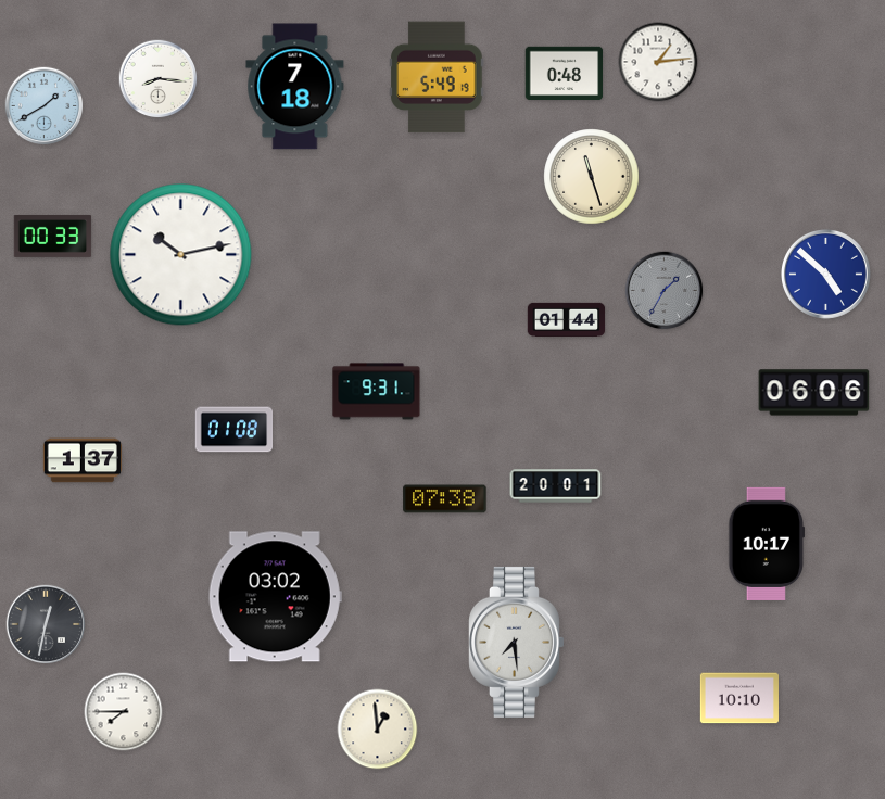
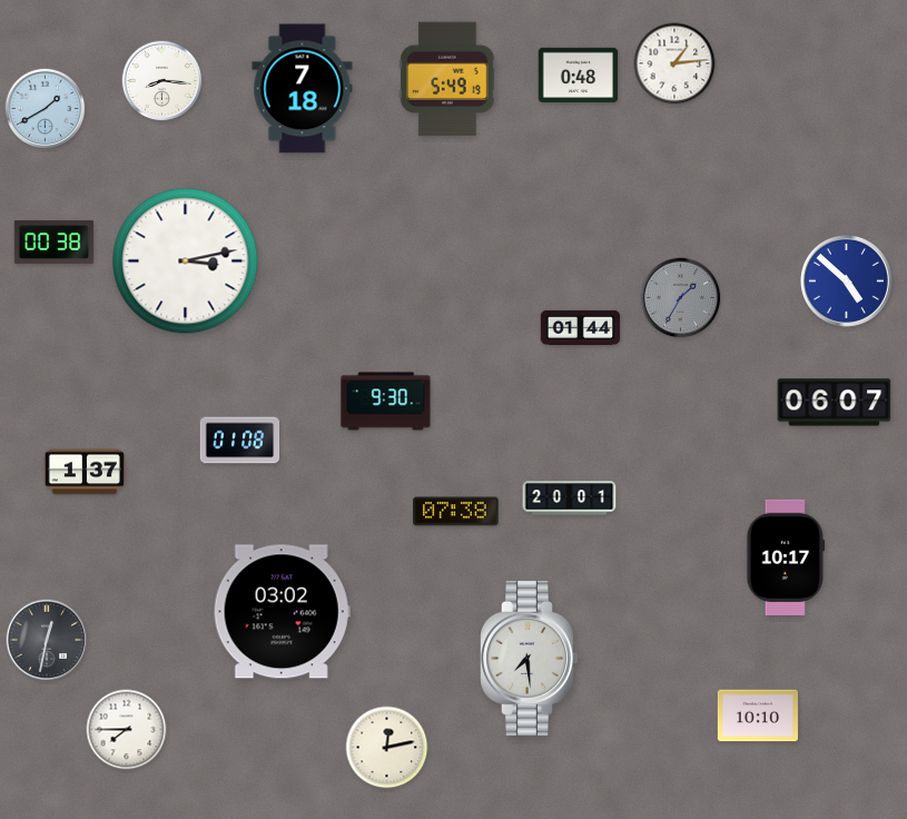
clock at (592, 177): 11:27 -> none
clock at (53, 236): 00:33 -> 00:38
clock at (181, 255): 10:13 -> 3:13
clock at (377, 392): 9:31 -> 9:30
clock at (814, 393): 06:06 -> 06:07
clock at (378, 730): 12:59 -> 12:13
